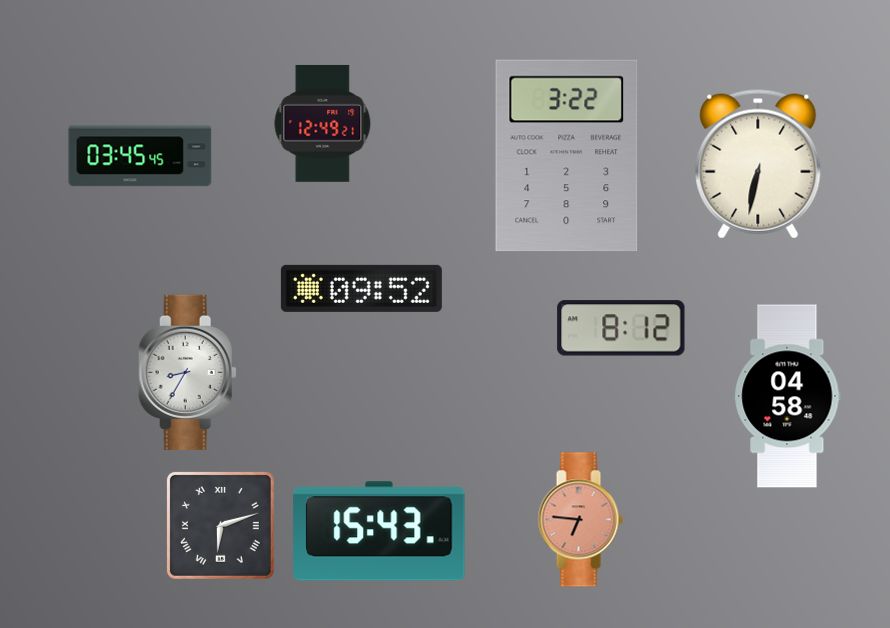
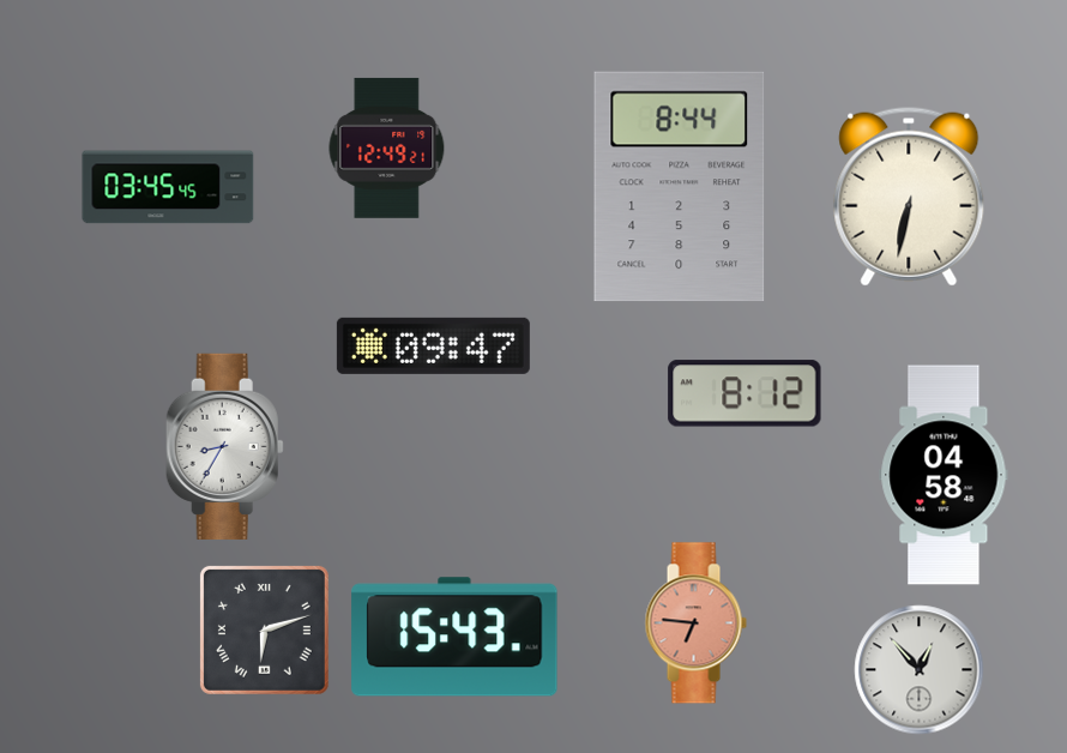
clock at (567, 156): 3:22 -> 8:44
clock at (361, 288): 09:52 -> 09:47
clock at (920, 670): none -> 12:53
